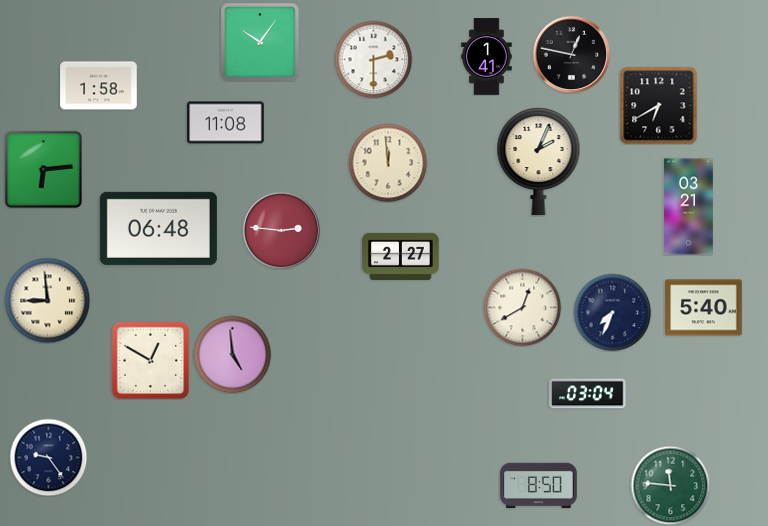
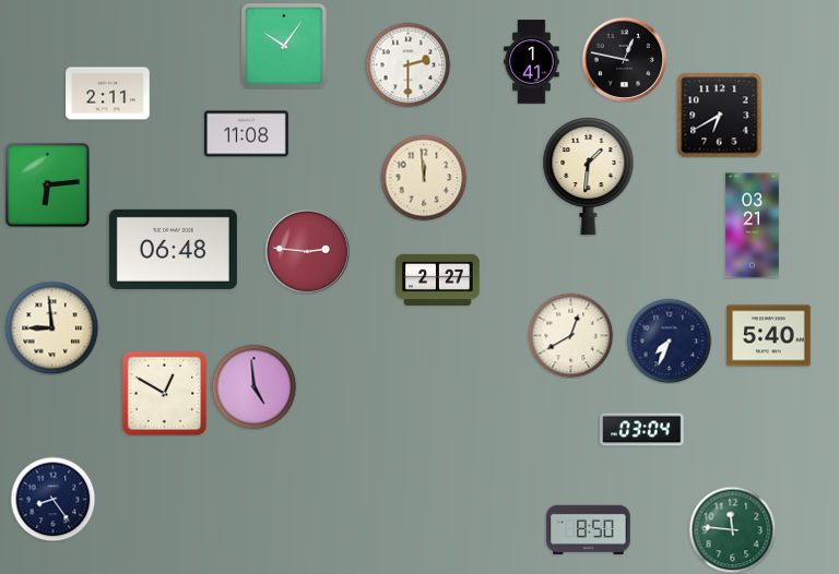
clock at (99, 86): 1:58 -> 2:11
clock at (539, 162): 2:04 -> 1:31
clock at (48, 457): 9:24 -> 8:24
